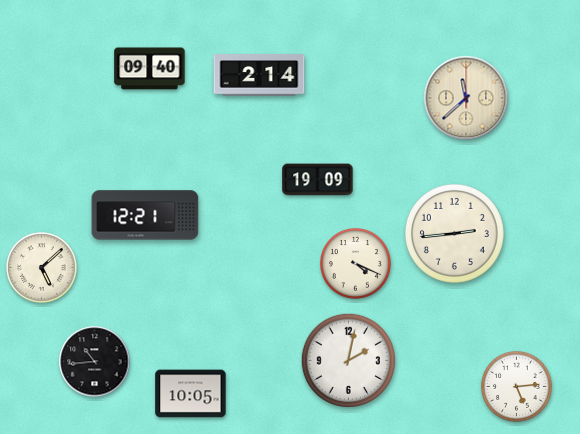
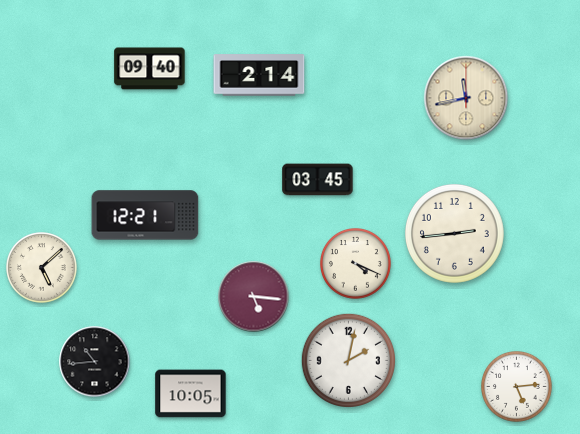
clock at (466, 98): 11:38 -> 11:43
clock at (318, 180): 19:09 -> 03:45
clock at (254, 297): none -> 5:16
